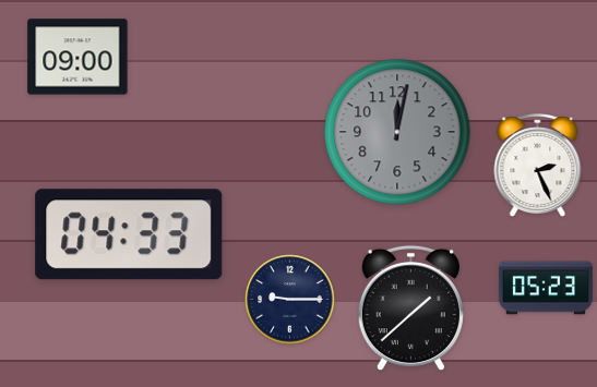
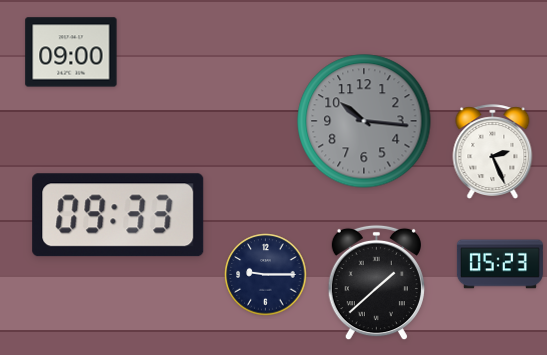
clock at (397, 132): 12:02 -> 10:16
clock at (129, 234): 04:33 -> 09:33
